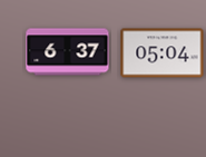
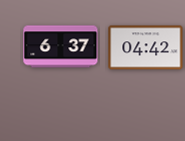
clock at (163, 53): 05:04 -> 04:42
